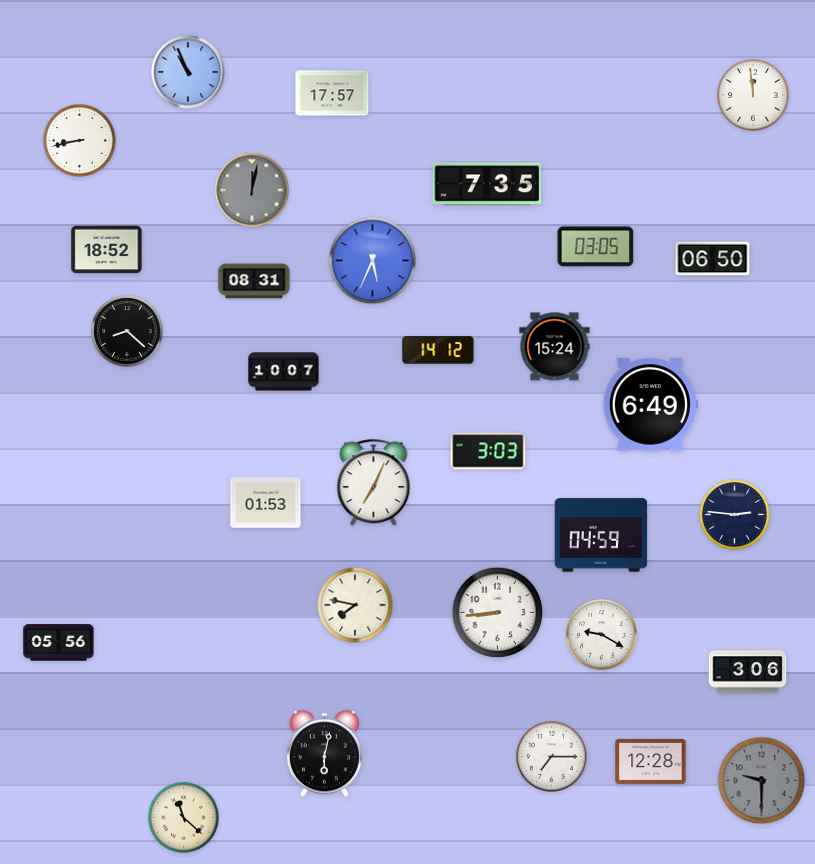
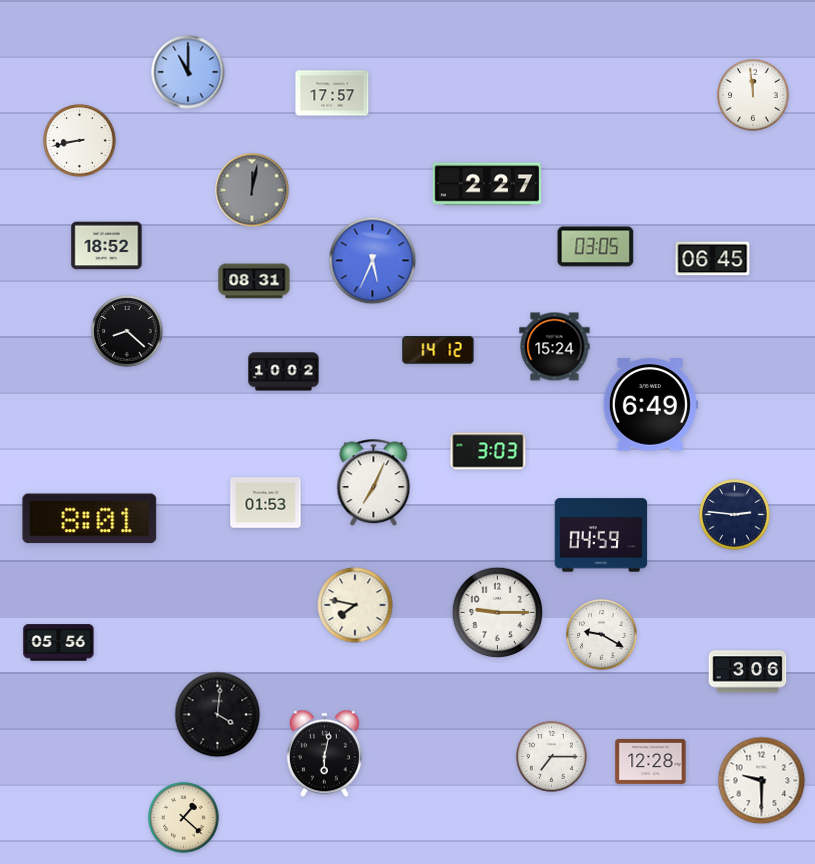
clock at (188, 72): 10:56 -> 11:00
clock at (486, 184): 7:35 -> 2:27
clock at (107, 250) position: (107, 250) -> (107, 246)
clock at (713, 259): 06:50 -> 06:45
clock at (284, 372): 10:07 -> 10:02
clock at (90, 519): none -> 8:01
clock at (498, 613): 8:44 -> 9:15
clock at (218, 715): none -> 4:01
clock at (762, 781) dial: grey -> white
clock at (184, 818): 11:22 -> 1:22
